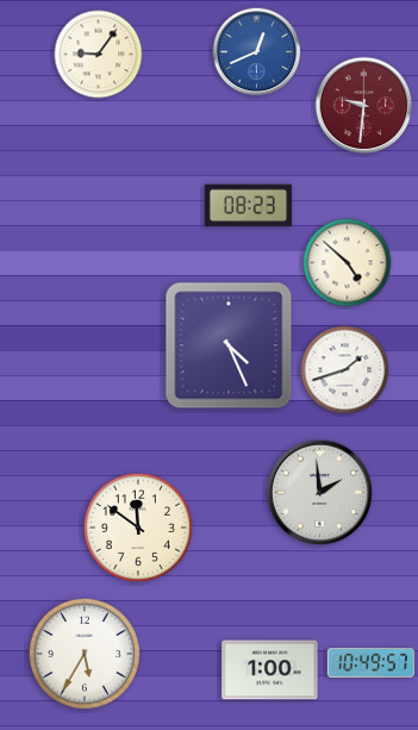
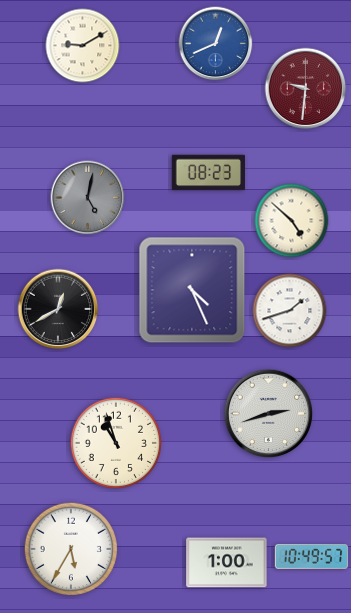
clock at (99, 55): 9:06 -> 9:10
clock at (88, 198): none -> 5:02
clock at (58, 309): none -> 12:40
clock at (320, 493): 1:59 -> 2:42
clock at (138, 528): 11:51 -> 10:57
